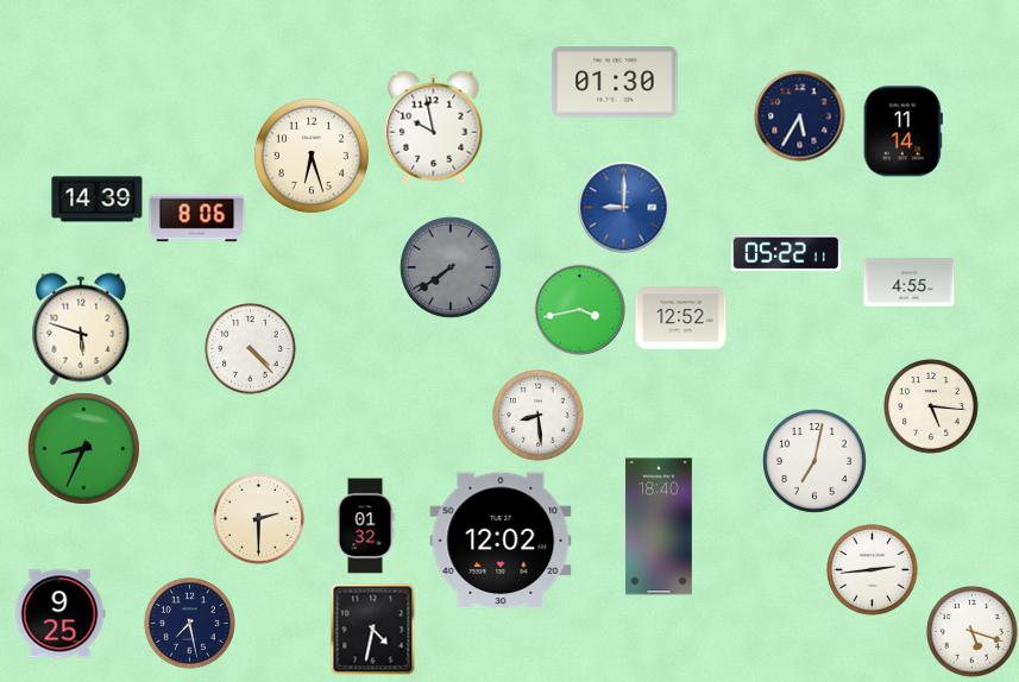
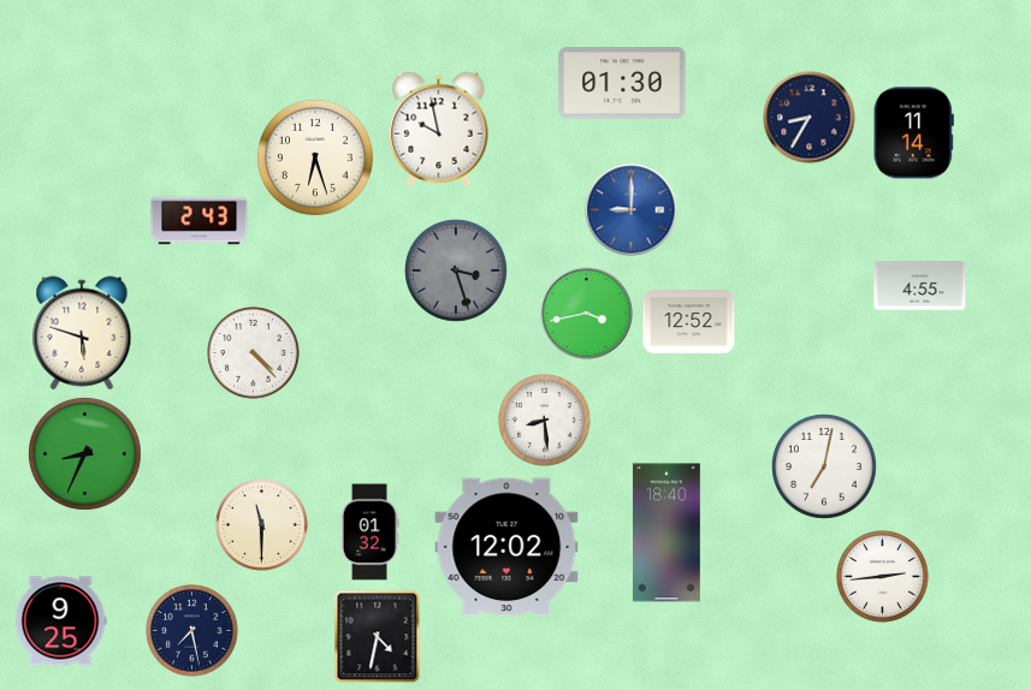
clock at (800, 116): 5:35 -> 8:35
clock at (98, 200): 14:39 -> none
clock at (197, 219): 8:06 -> 2:43
clock at (785, 253): 05:22 -> none
clock at (452, 269): 7:39 -> 3:27
clock at (931, 406): 5:16 -> none
clock at (259, 519): 2:30 -> 11:30
clock at (973, 632): 5:18 -> none
